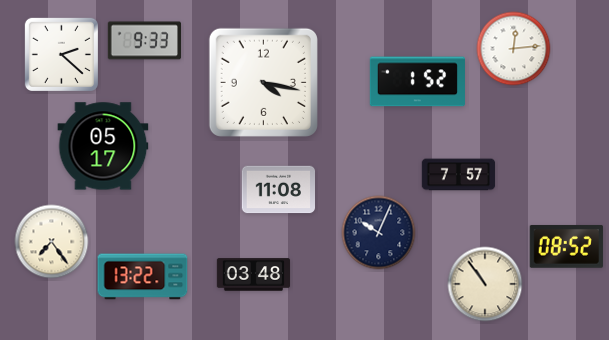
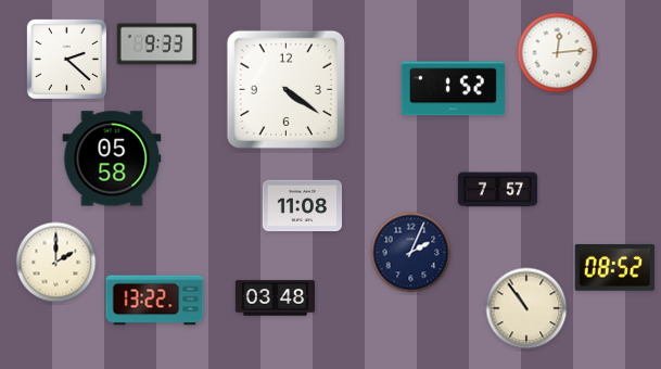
clock at (263, 82): 4:17 -> 4:21
clock at (103, 146): 05:17 -> 05:58
clock at (379, 233): 10:04 -> 2:04
clock at (52, 242): 7:24 -> 2:00
